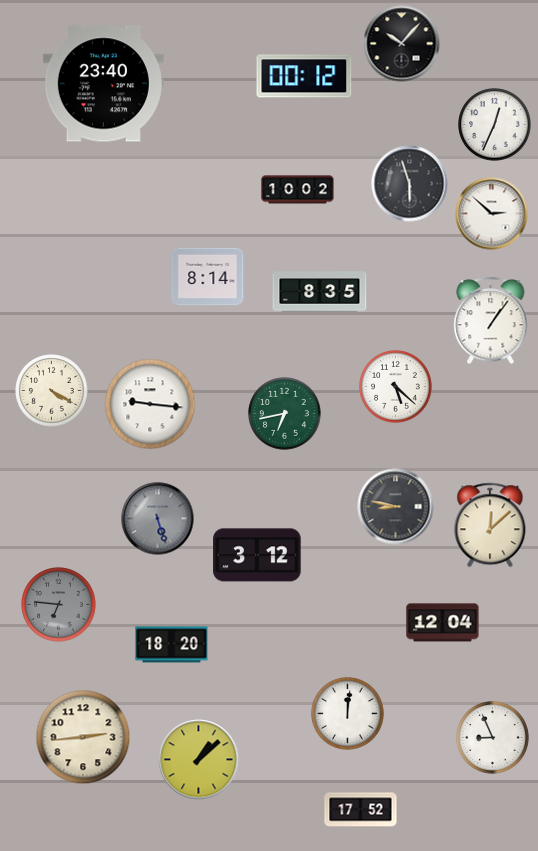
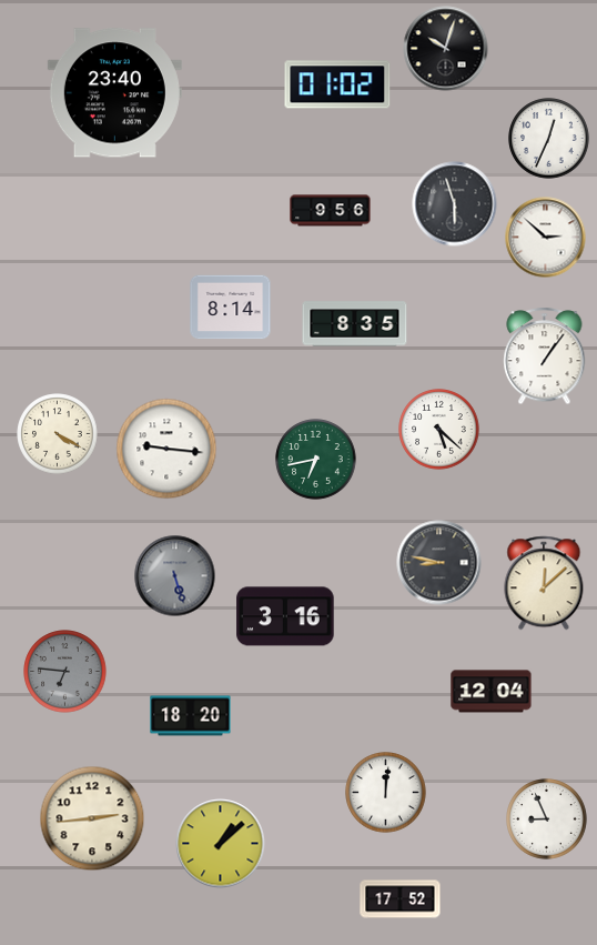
clock at (402, 44): 10:07 -> 10:03
clock at (304, 76): 00:12 -> 01:02
clock at (298, 190): 10:02 -> 9:56
clock at (257, 555): 3:12 -> 3:16
